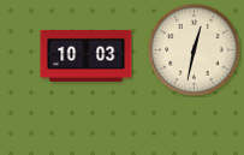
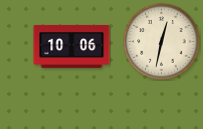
clock at (87, 55): 10:03 -> 10:06
